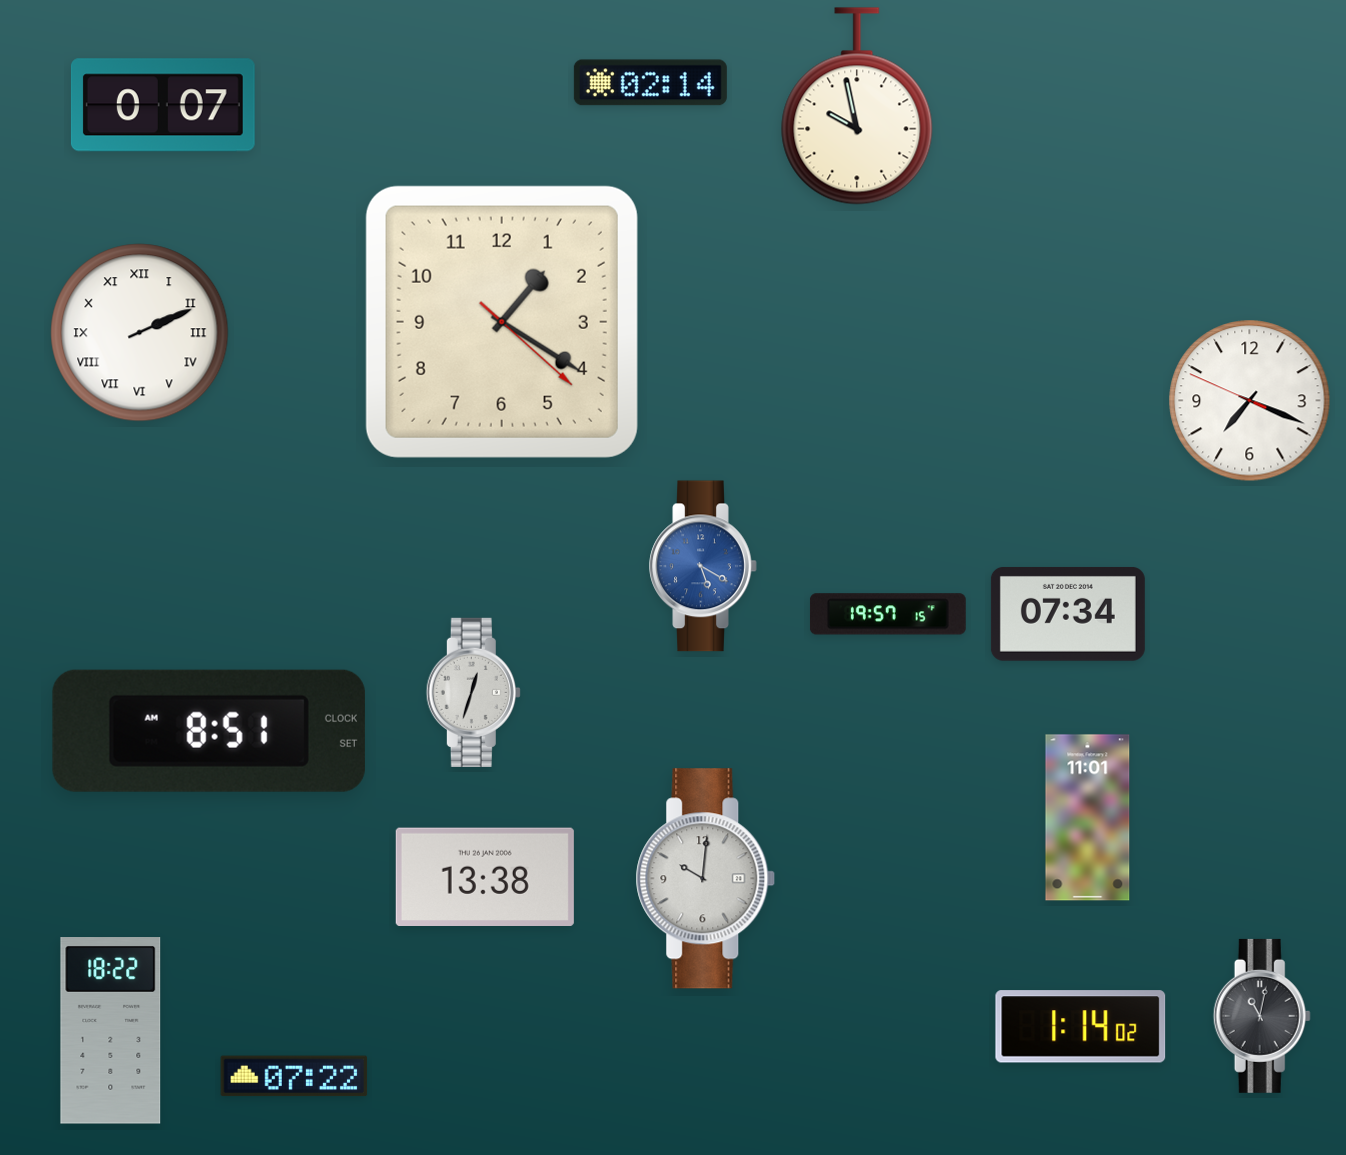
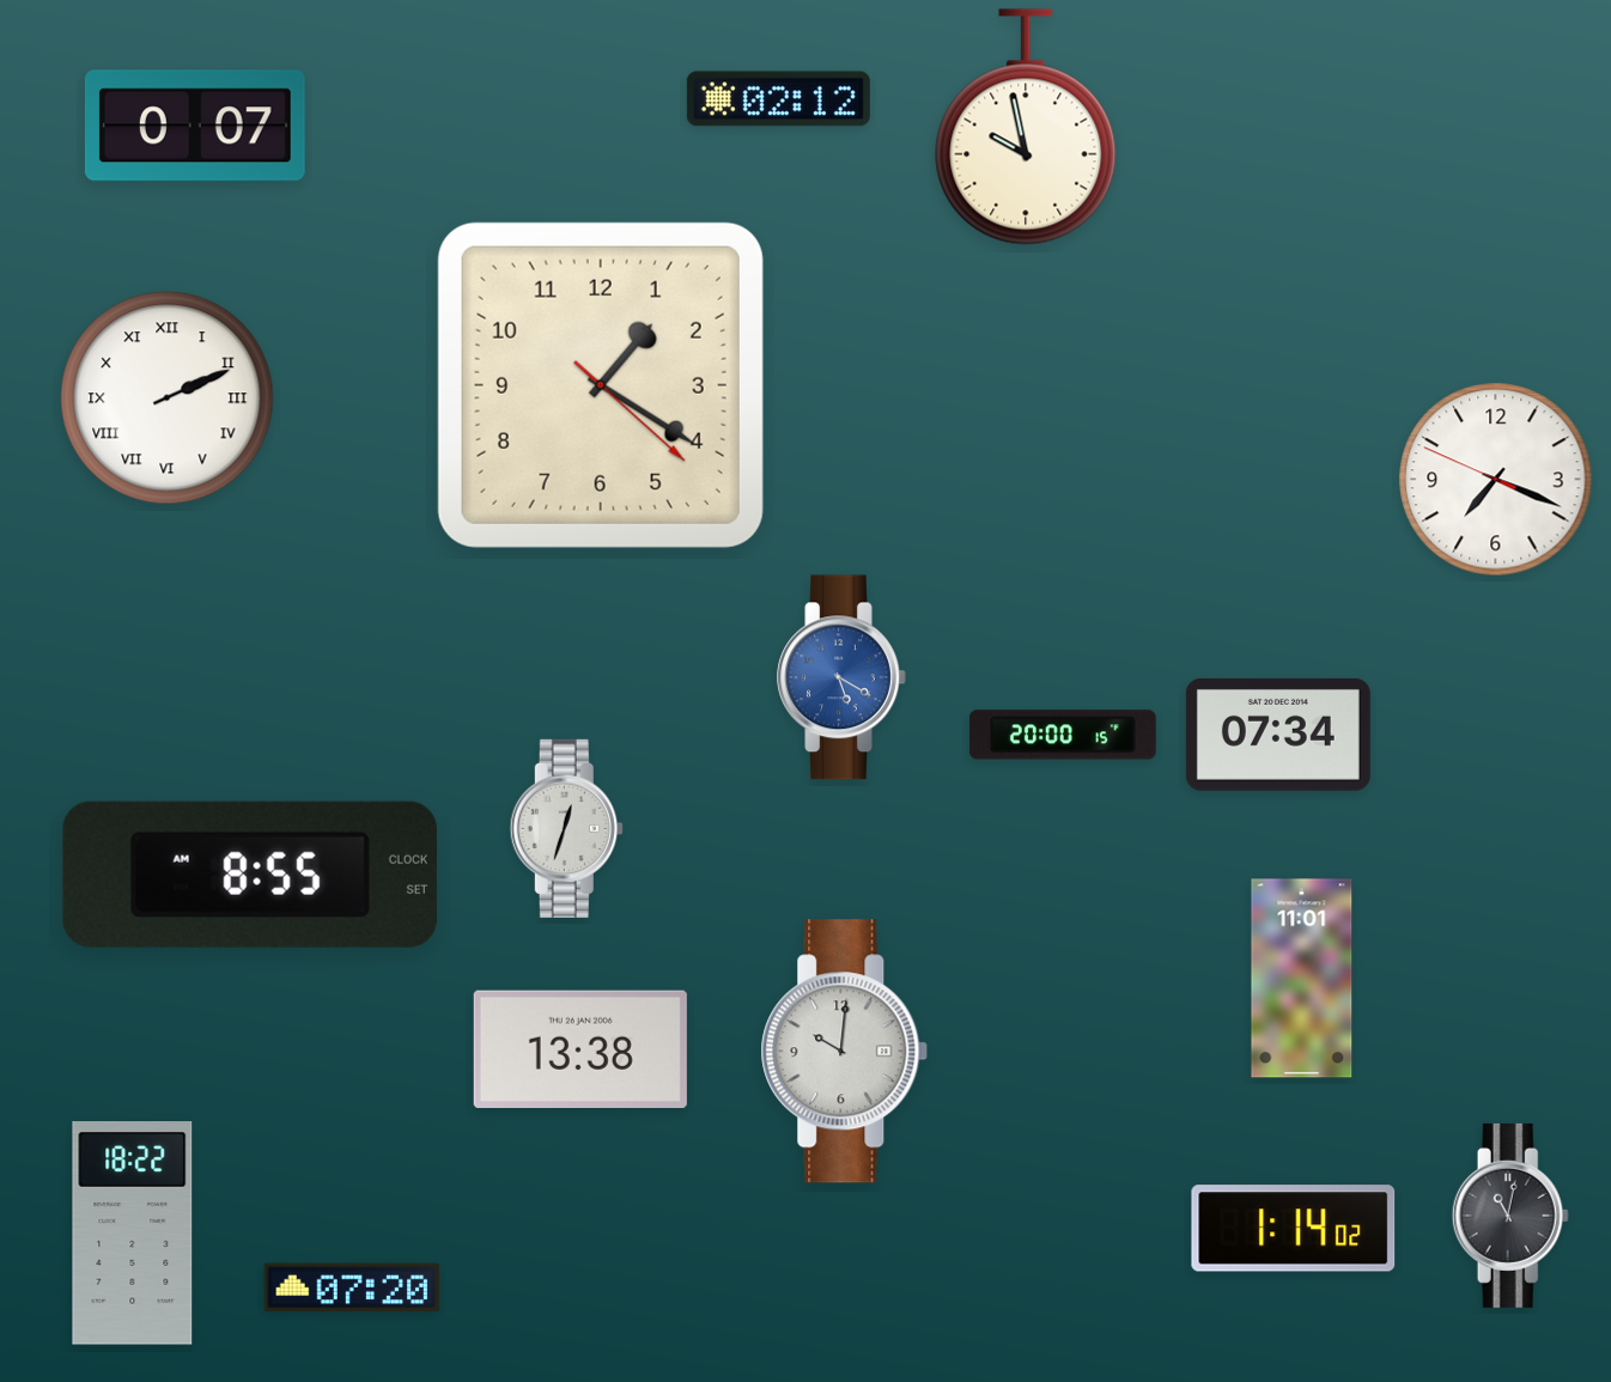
clock at (650, 83): 02:14 -> 02:12
clock at (888, 614): 19:57 -> 20:00
clock at (209, 731): 8:51 -> 8:55
clock at (294, 1076): 07:22 -> 07:20
